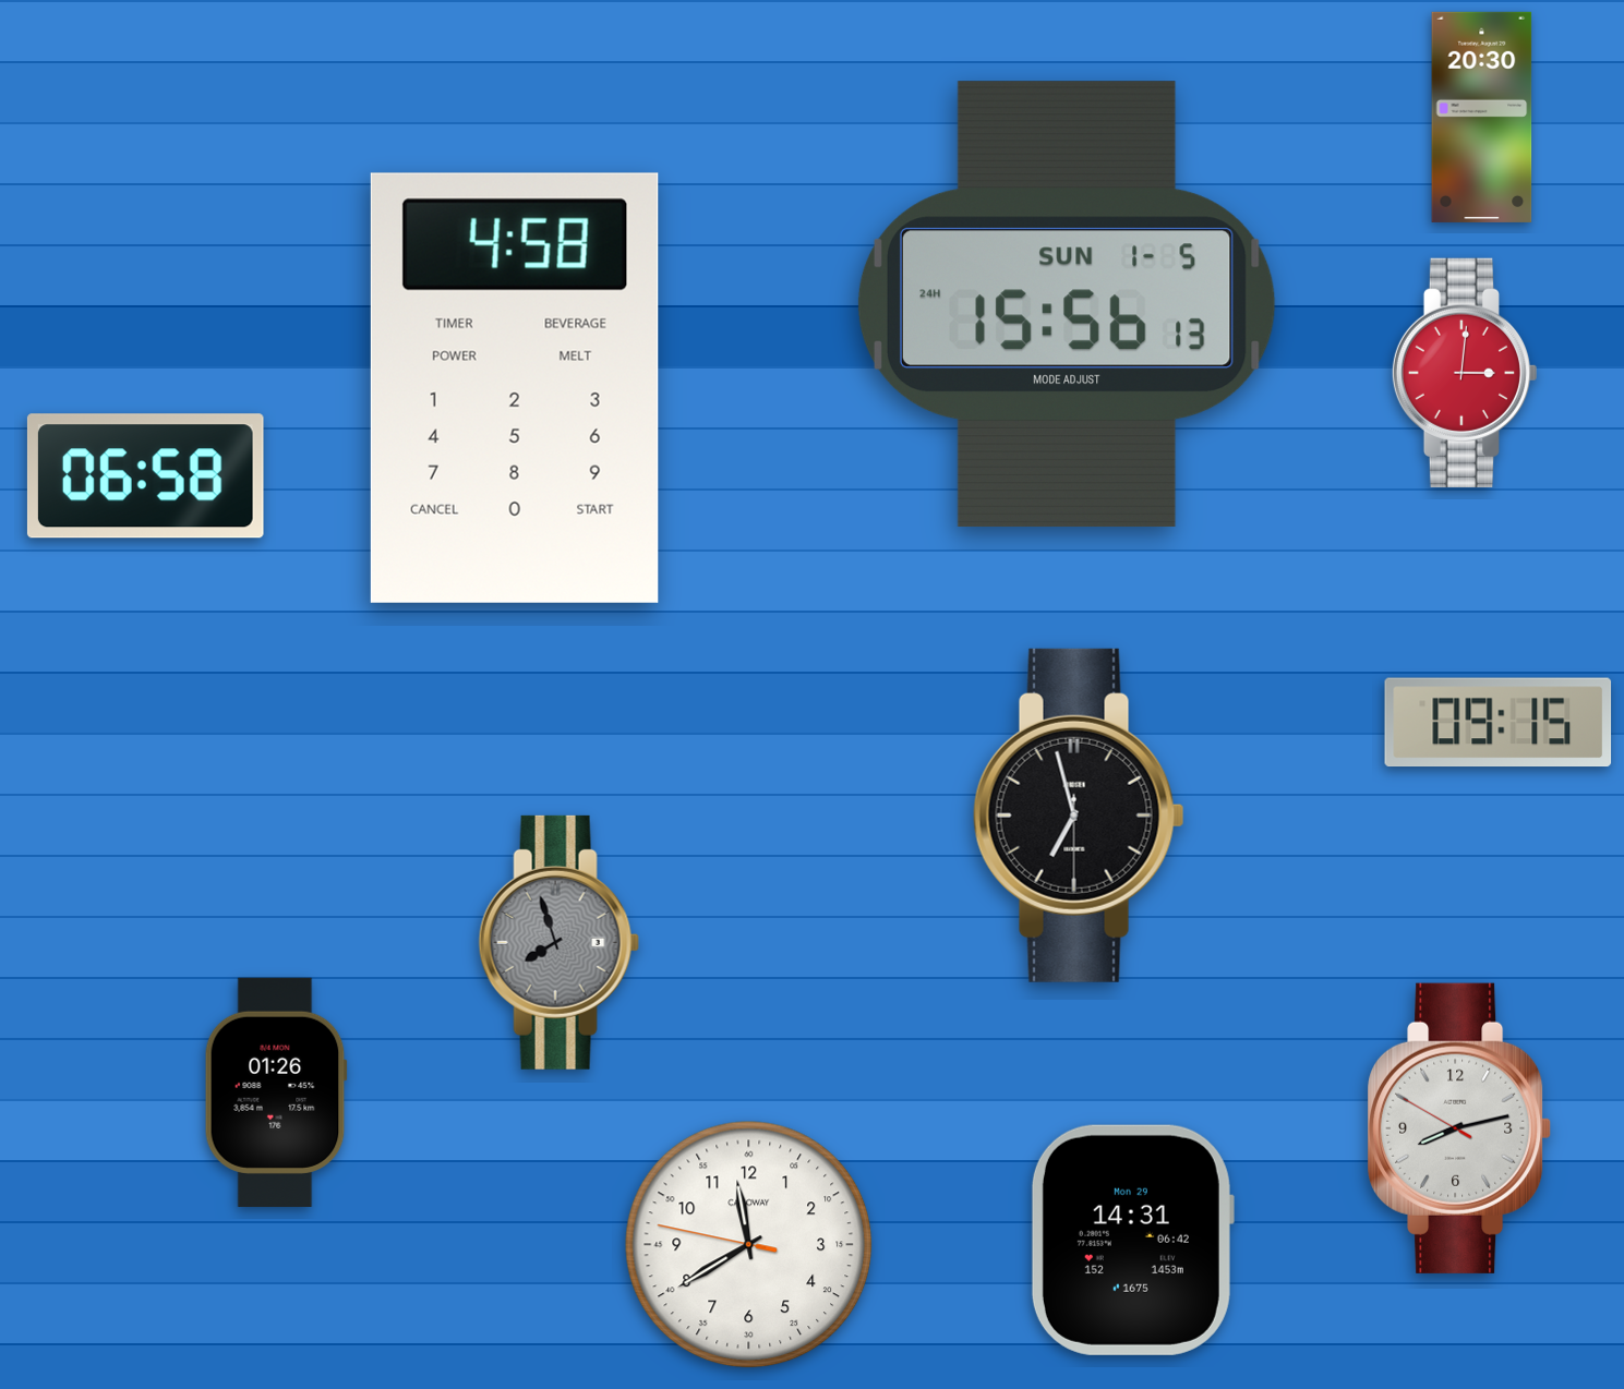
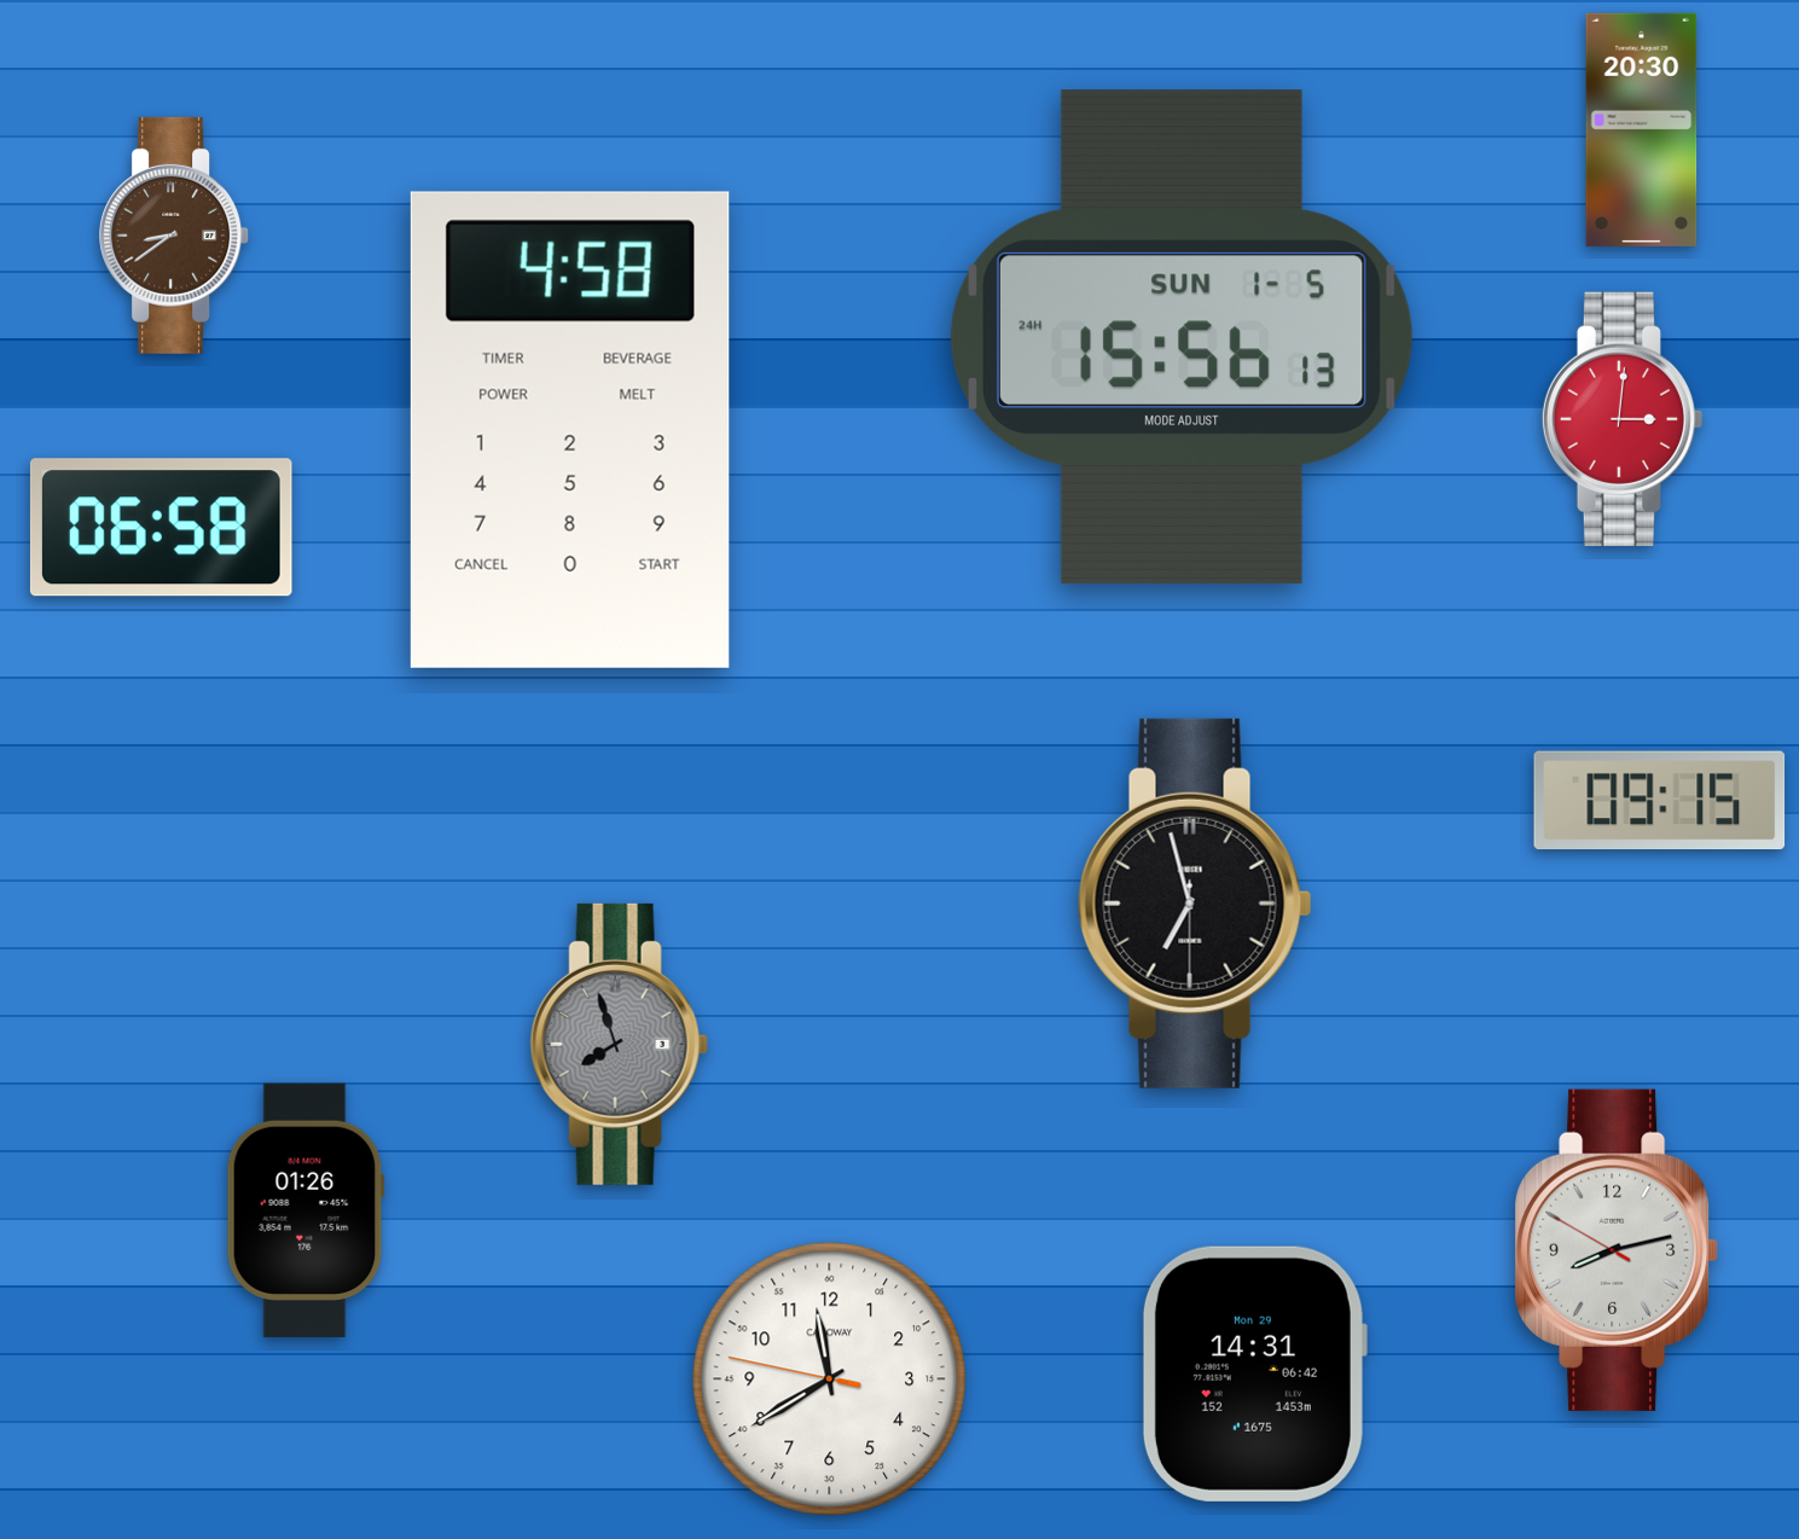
clock at (175, 236): none -> 8:39
clock at (1464, 373) position: (1464, 373) -> (1621, 419)
